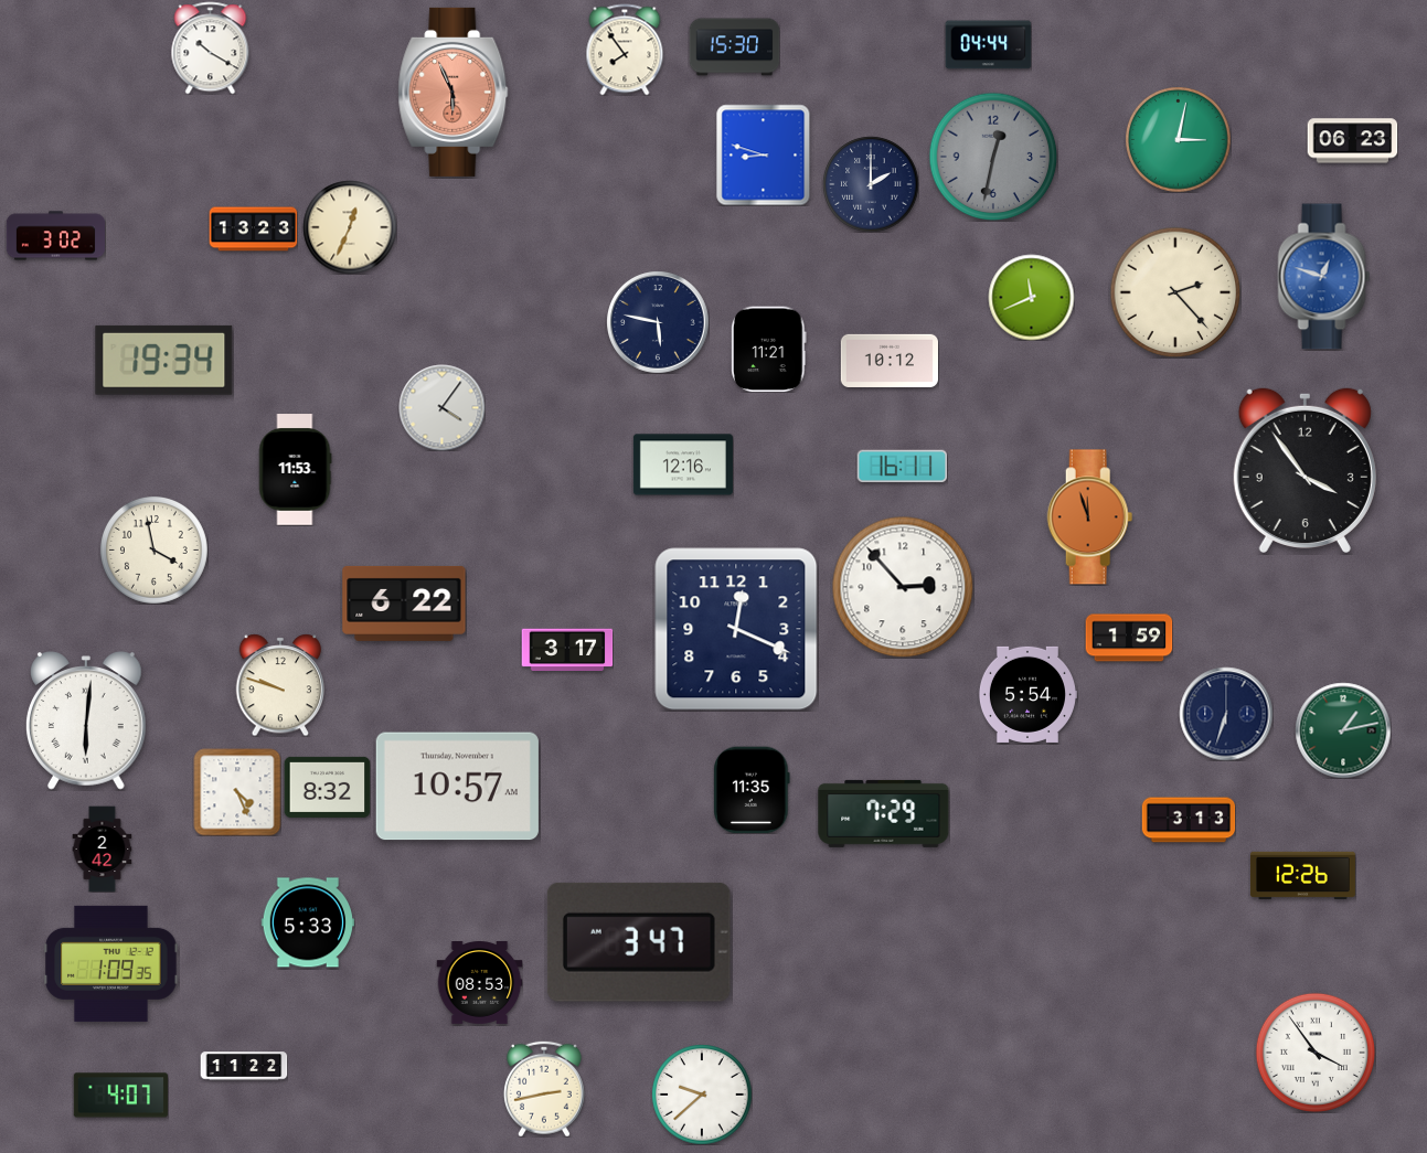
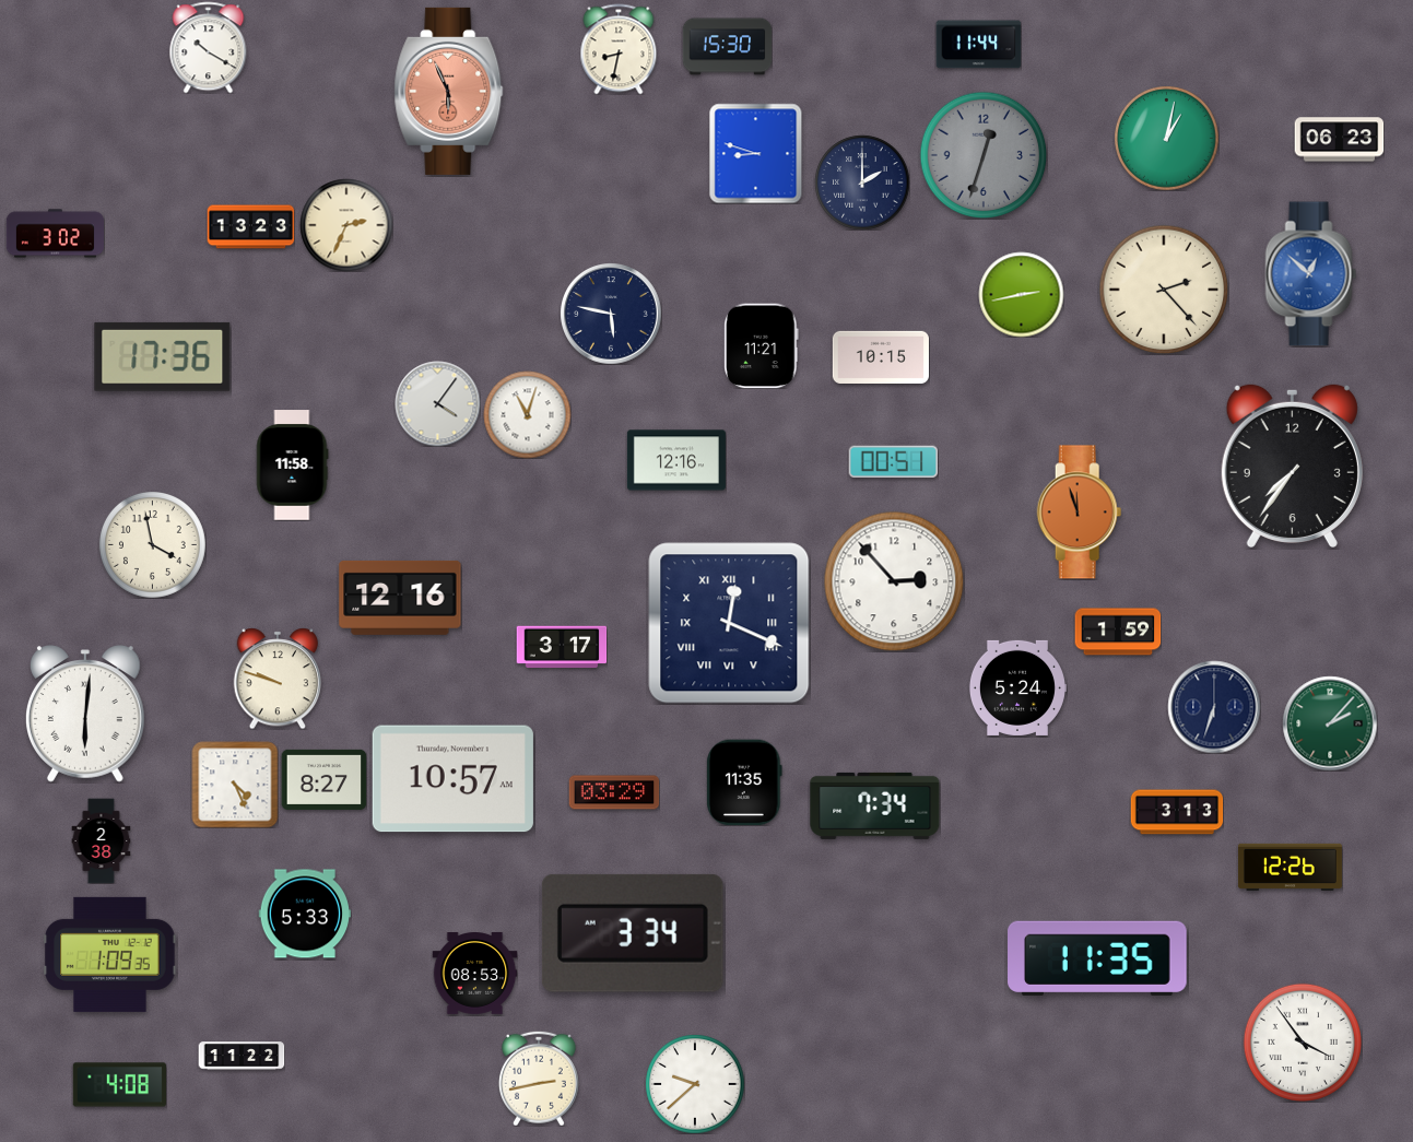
clock at (988, 45): 04:44 -> 11:44
clock at (625, 50): 7:54 -> 8:32
clock at (1179, 140): 3:02 -> 1:02
clock at (993, 157): 12:32 -> 12:33
clock at (350, 227): 12:34 -> 2:34
clock at (1324, 277): 12:48 -> 12:52
clock at (1031, 297): 11:41 -> 2:43
clock at (658, 322) position: (658, 322) -> (611, 314)
clock at (164, 360): 19:34 -> 17:36
clock at (890, 361): 10:12 -> 10:15
clock at (527, 414): none -> 11:03
clock at (902, 467): 16:11 -> 00:51
clock at (296, 470): 11:53 -> 11:58
clock at (1304, 470): 3:54 -> 7:36
clock at (404, 604): 6:22 -> 12:16
clock at (736, 629) numerals: Arabic -> Roman
clock at (567, 650) position: (567, 650) -> (562, 647)
clock at (1027, 694): 5:54 -> 5:24
clock at (1343, 730): 1:13 -> 2:07
clock at (327, 787): 8:32 -> 8:27
clock at (614, 792): none -> 03:29
clock at (884, 813): 7:29 -> 7:34
clock at (103, 848): 2:42 -> 2:38
clock at (639, 942): 3:47 -> 3:34
clock at (1097, 958): none -> 11:35
clock at (120, 1096): 4:07 -> 4:08
